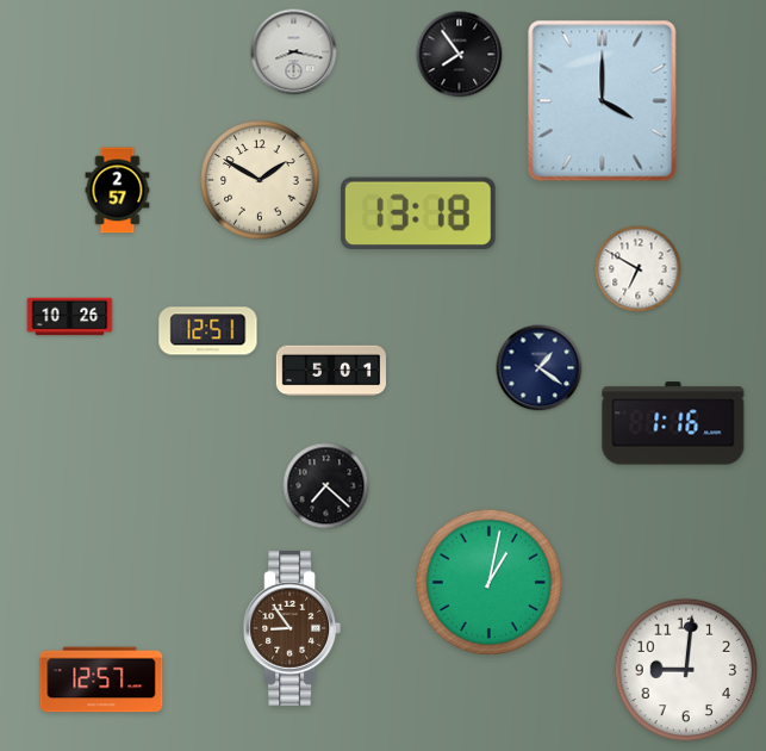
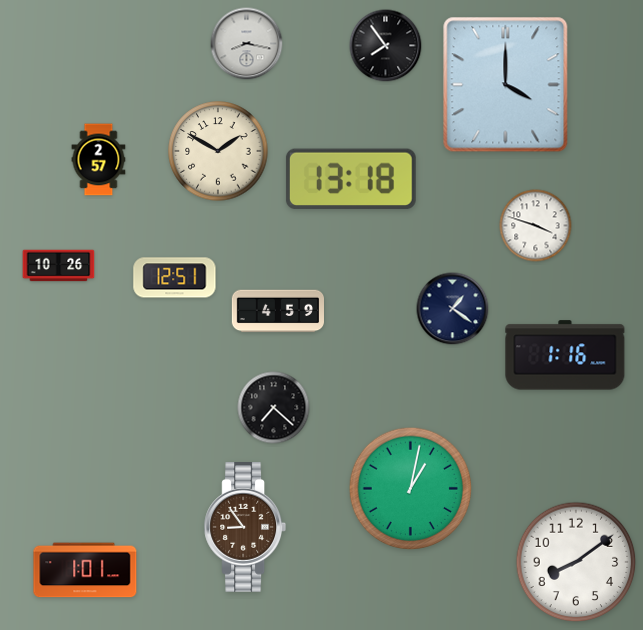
clock at (639, 269): 6:50 -> 3:48
clock at (330, 371): 5:01 -> 4:59
clock at (686, 670): 9:01 -> 8:09
clock at (101, 679): 12:57 -> 1:01
